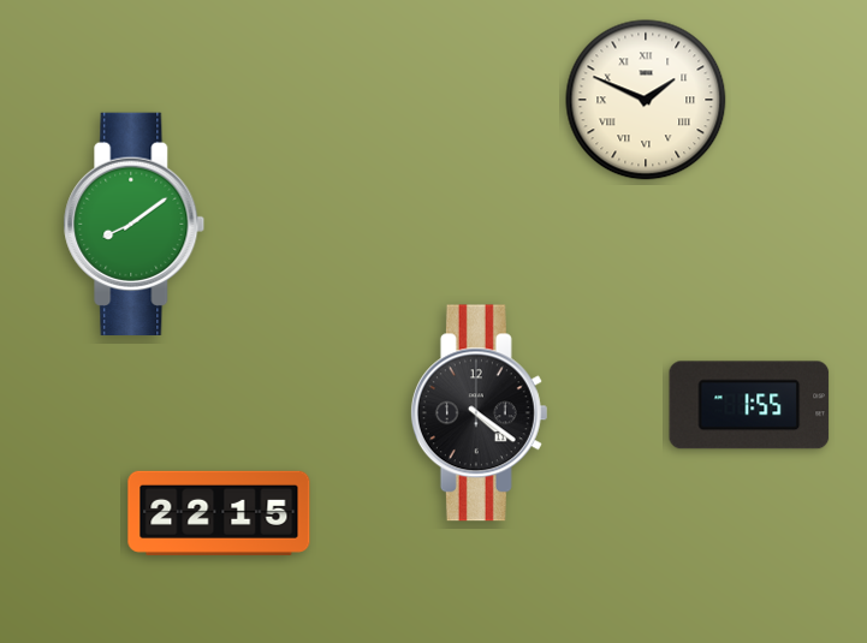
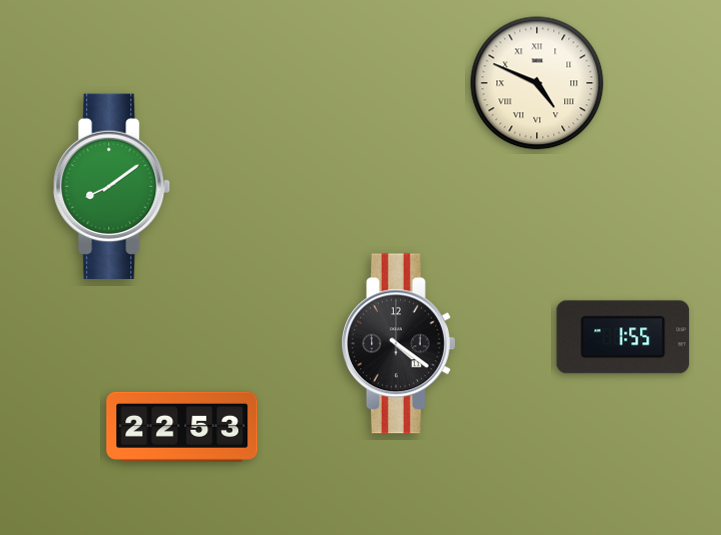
clock at (646, 100): 1:49 -> 4:49
clock at (219, 513): 22:15 -> 22:53
